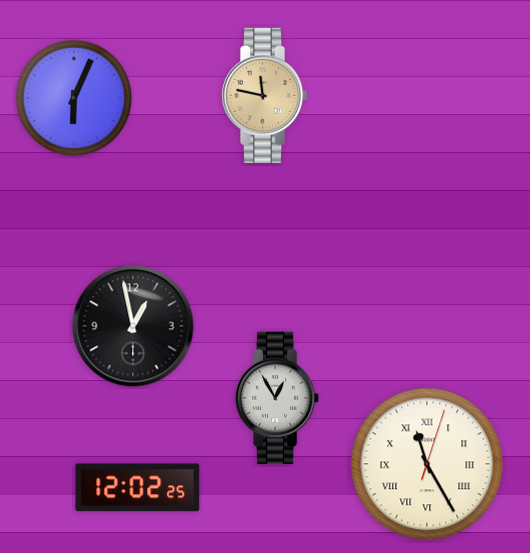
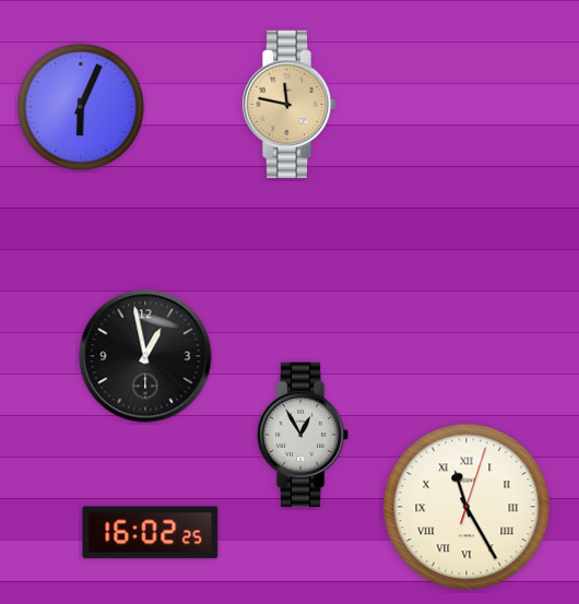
clock at (138, 488): 12:02 -> 16:02
